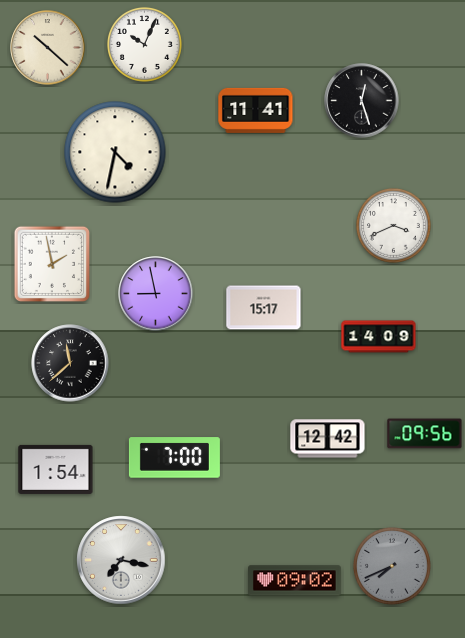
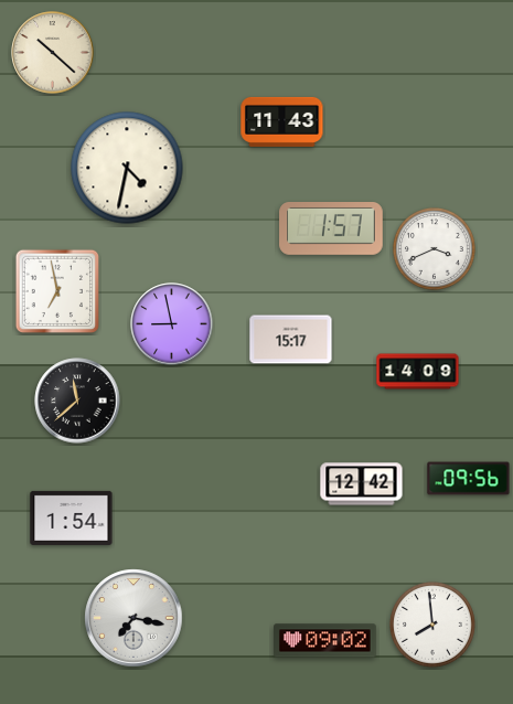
clock at (144, 44): 10:04 -> none
clock at (362, 101): 12:27 -> none
clock at (256, 110): 11:41 -> 11:43
clock at (331, 230): none -> 1:57
clock at (51, 263): 1:58 -> 6:58
clock at (174, 458): 7:00 -> none
clock at (56, 469) position: (56, 469) -> (72, 518)
clock at (393, 567): 7:41 -> 7:59
clock at (393, 567) dial: grey -> white
